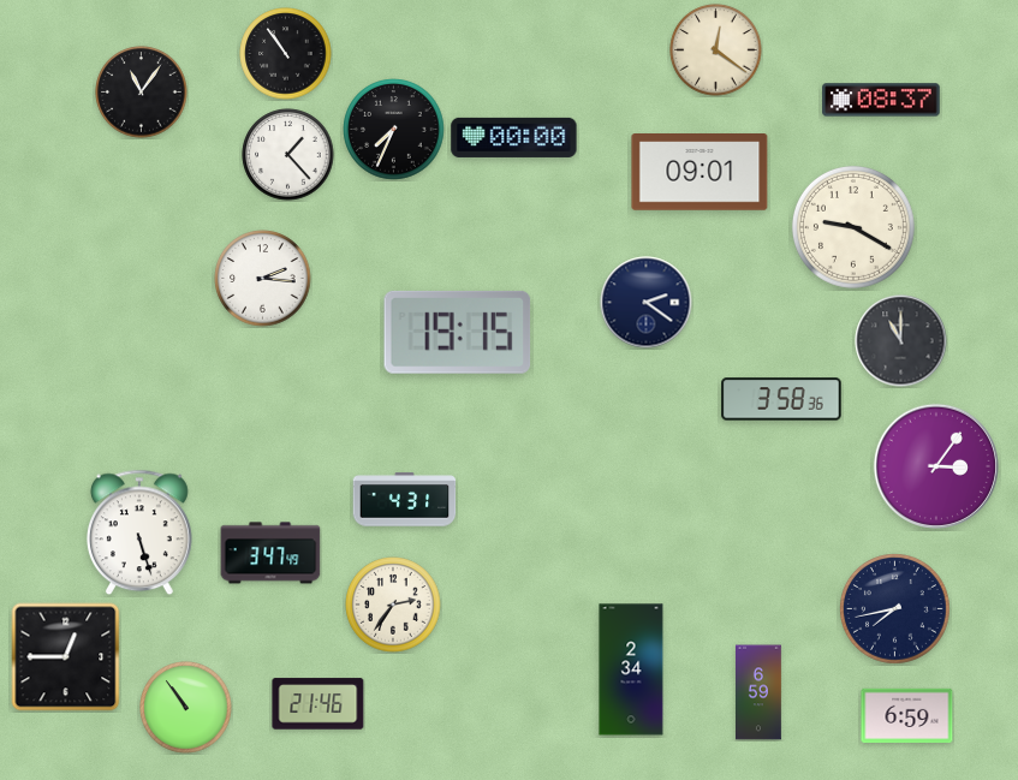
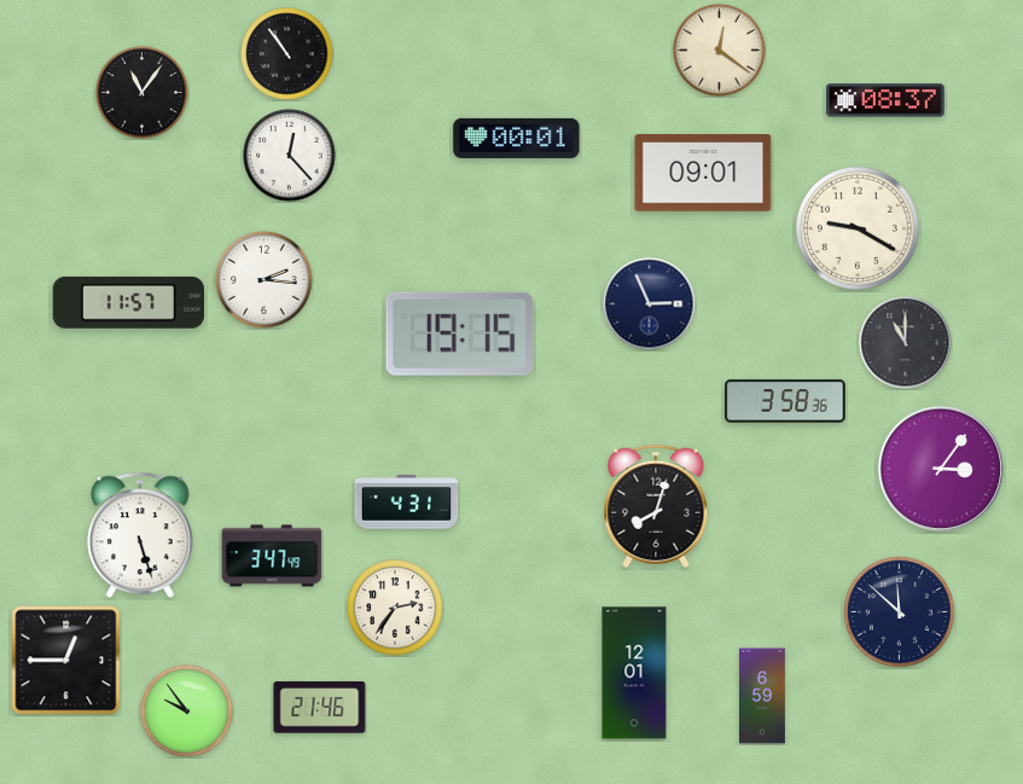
clock at (394, 130): 7:34 -> none
clock at (514, 137): 00:00 -> 00:01
clock at (288, 155): 1:23 -> 12:23
clock at (128, 302): none -> 11:57
clock at (647, 303): 2:21 -> 2:56
clock at (656, 506): none -> 8:03
clock at (895, 609): 7:43 -> 11:52
clock at (631, 669): 2:34 -> 12:01
clock at (186, 708): 10:54 -> 9:54
clock at (907, 716): 6:59 -> none
